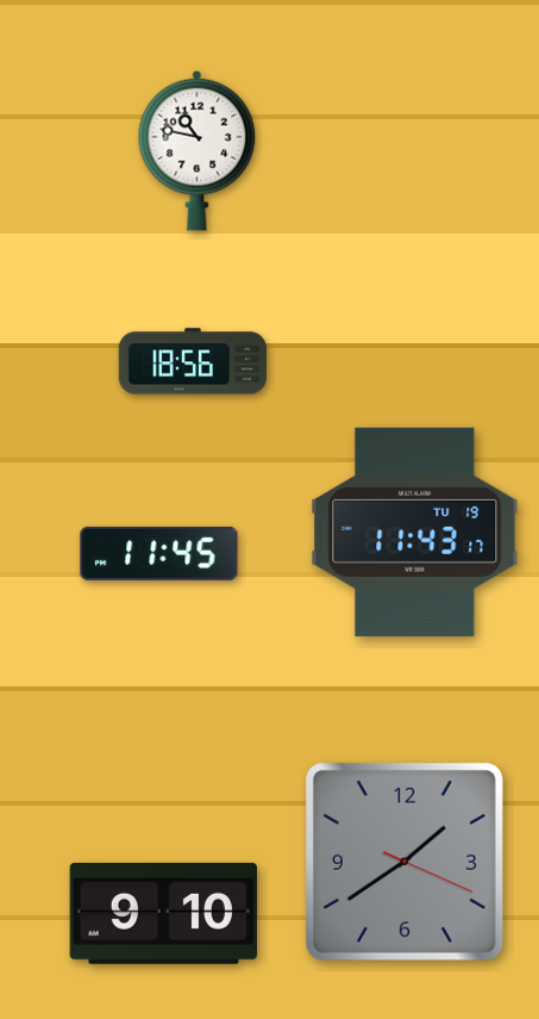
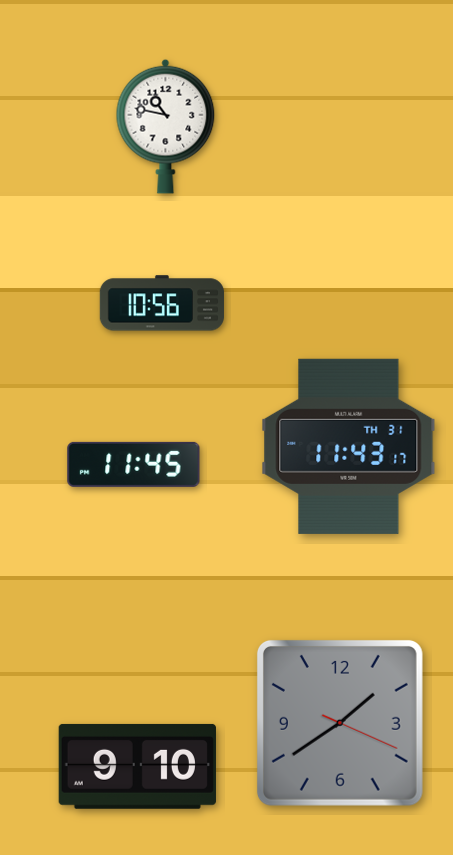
clock at (192, 361): 18:56 -> 10:56
clock at (415, 532) date: TU 19 -> TH 31
